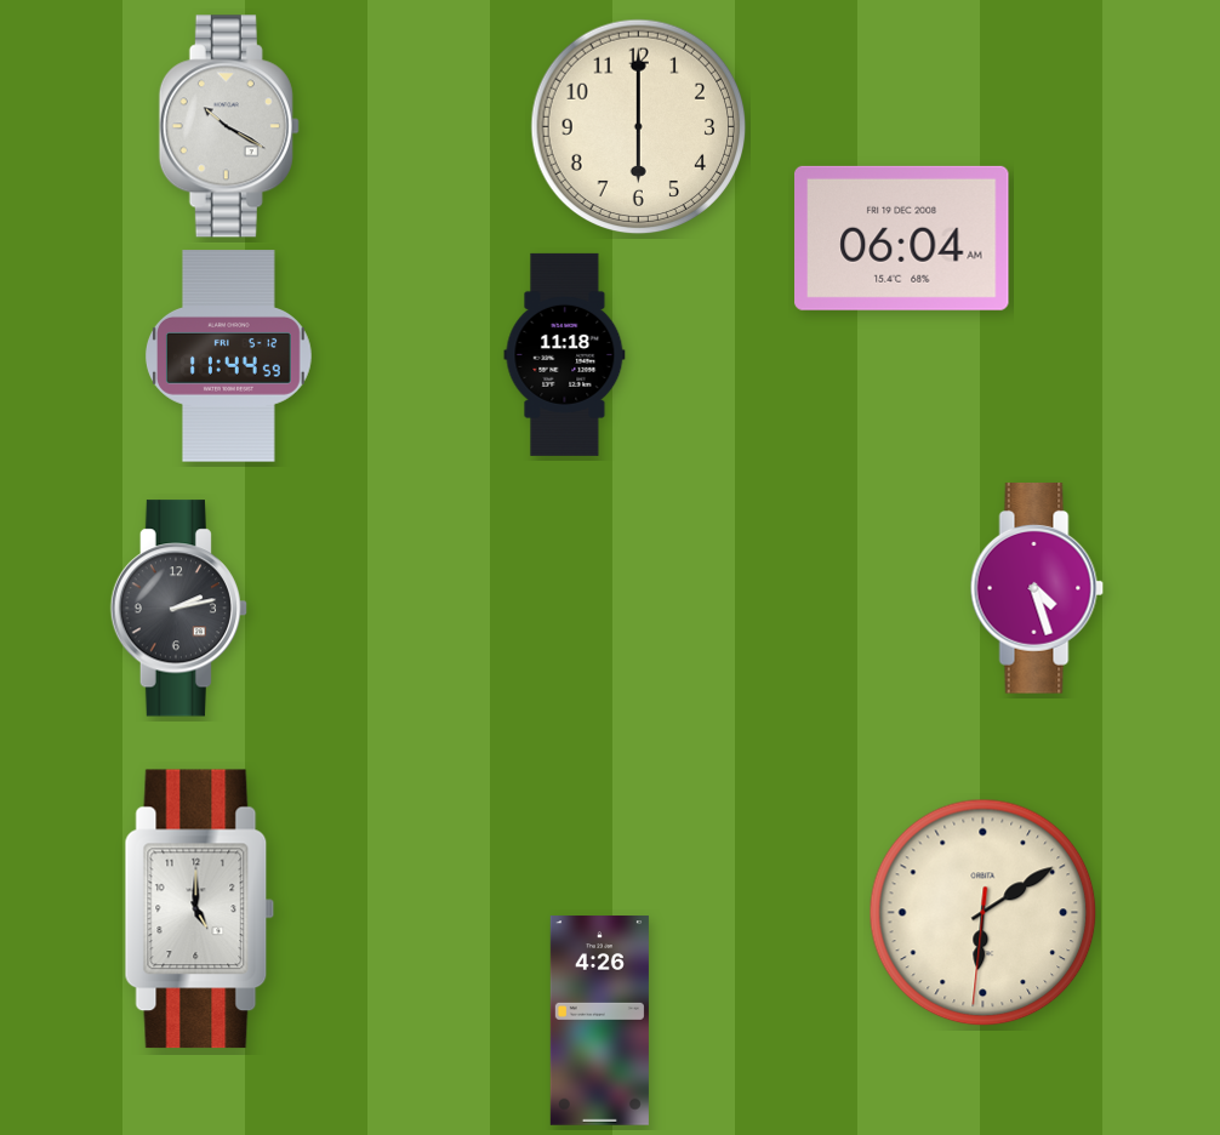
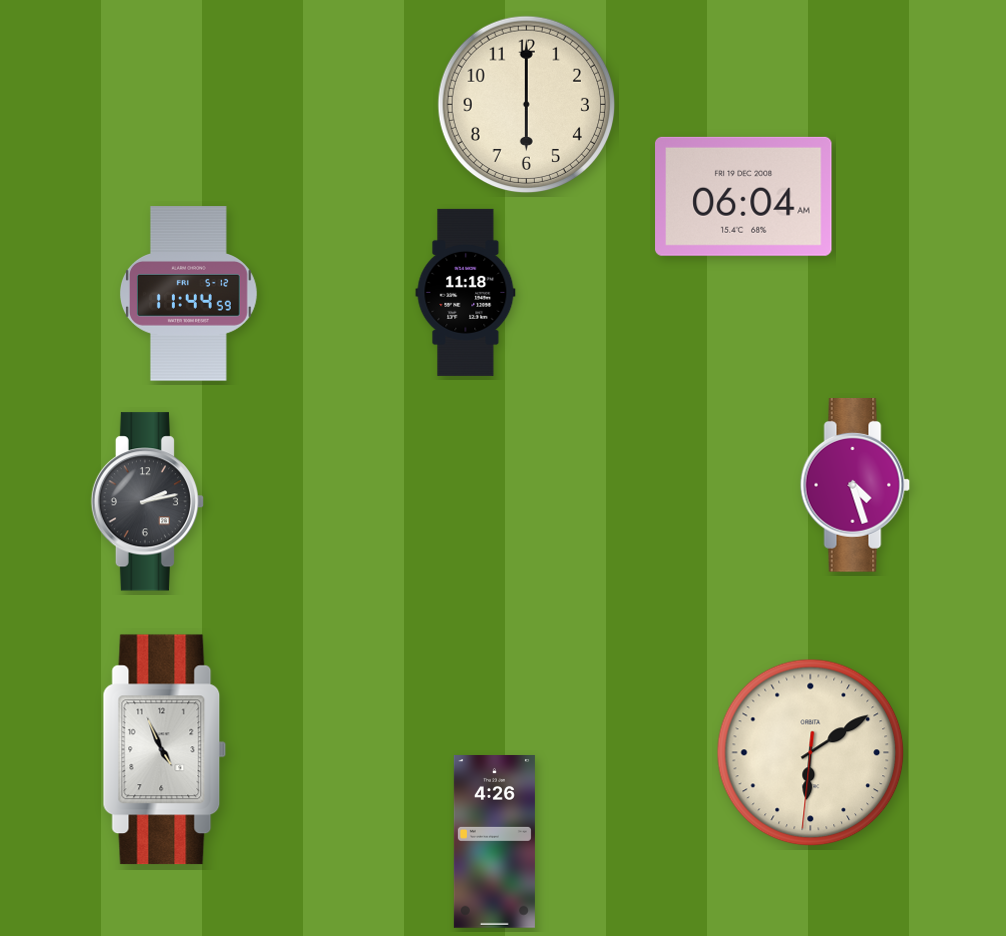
clock at (229, 126): 10:20 -> none
clock at (200, 909): 5:00 -> 4:56
